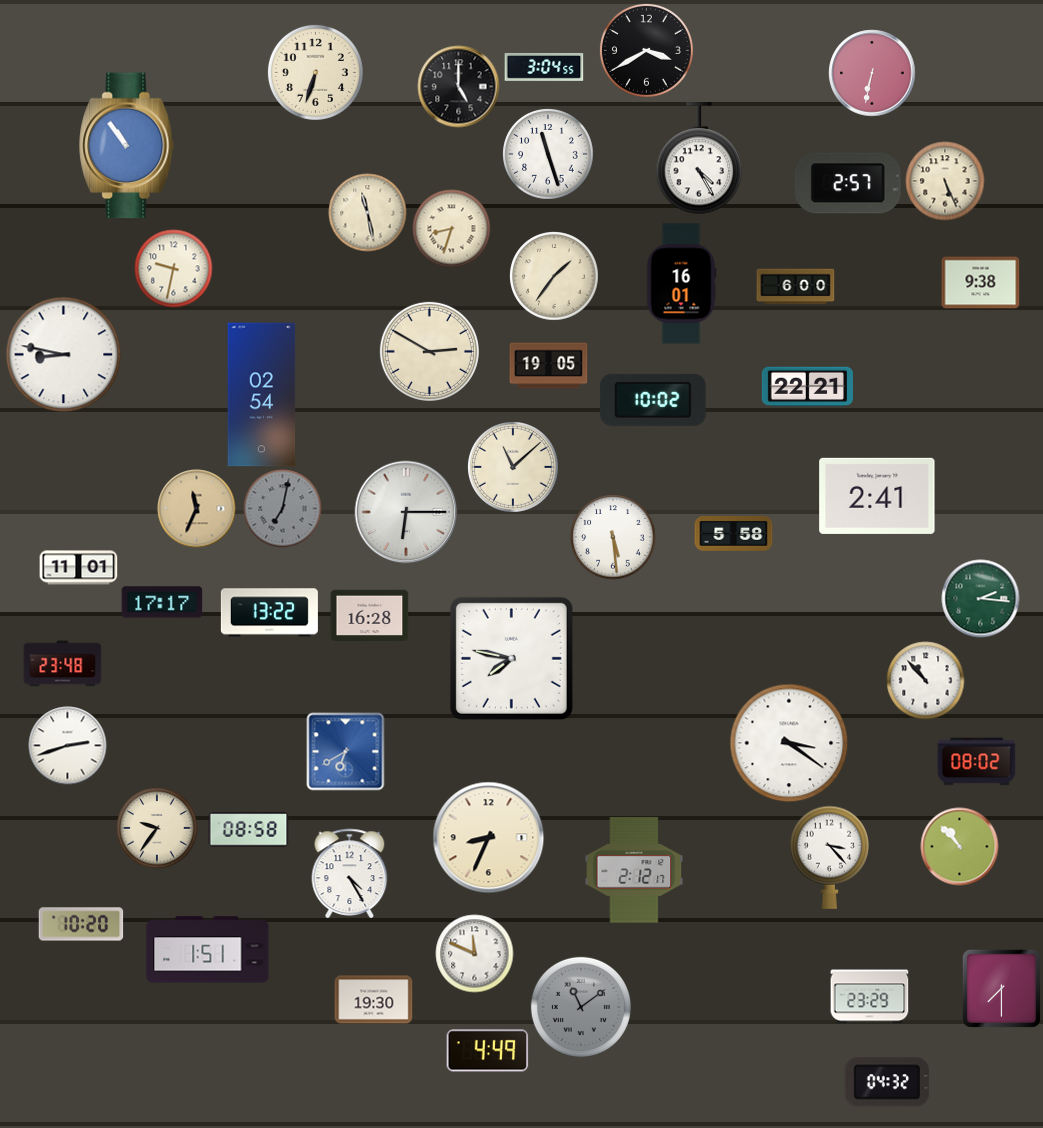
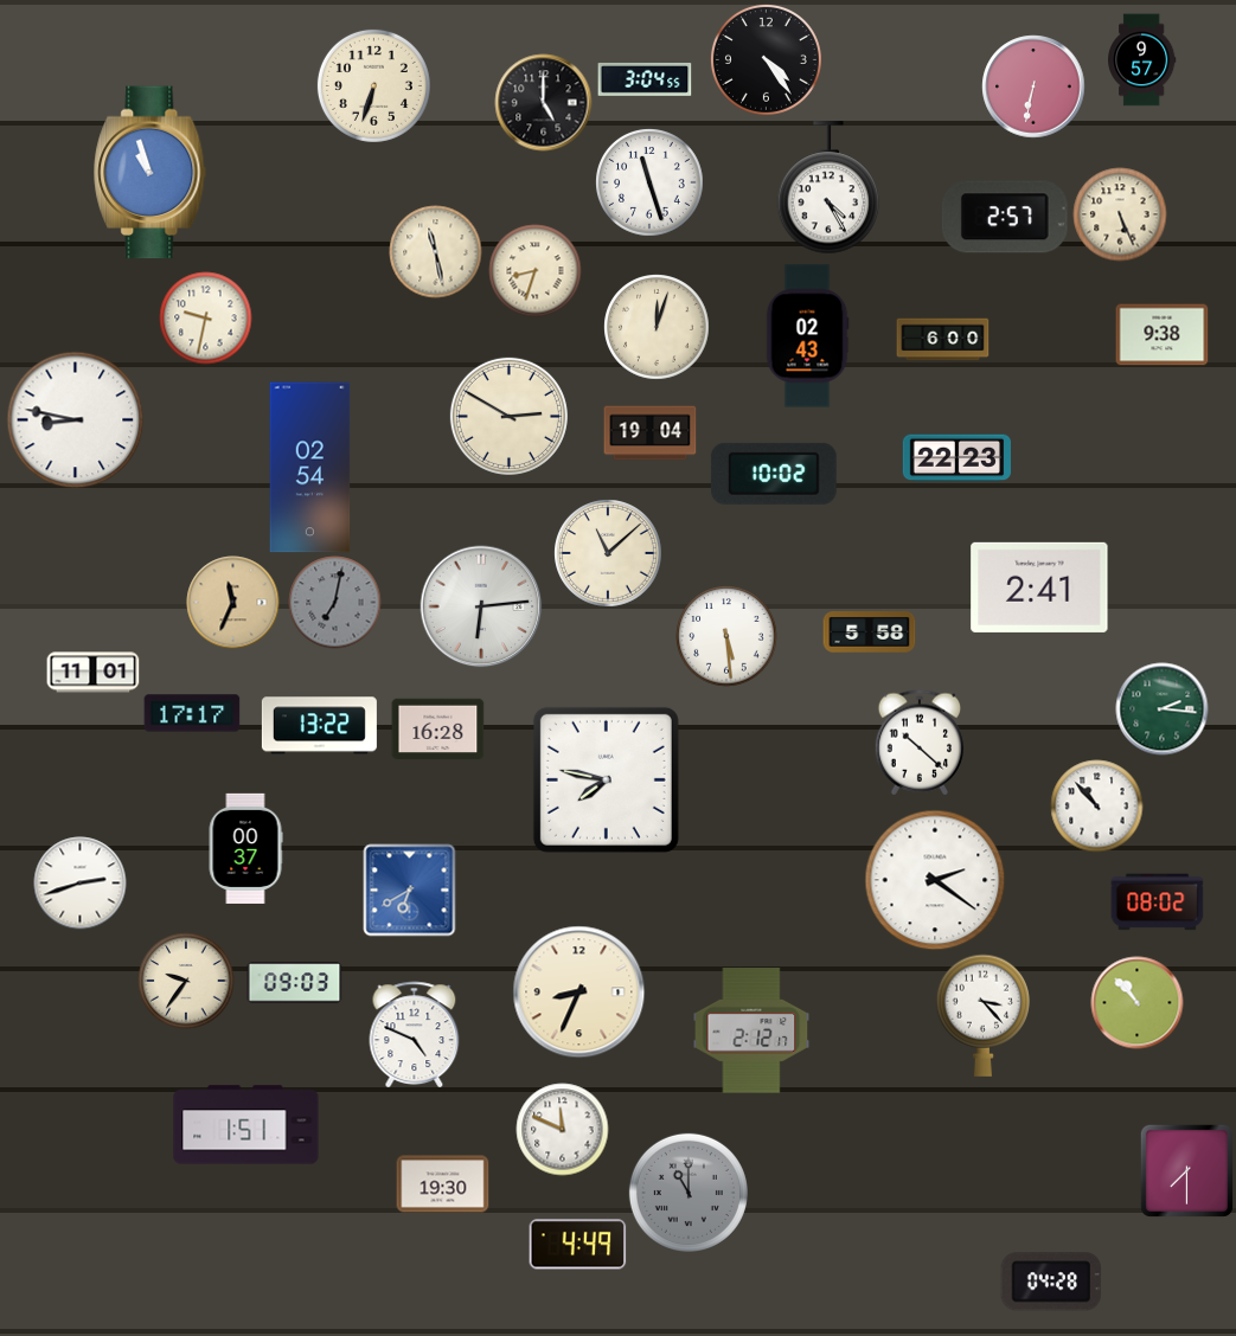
clock at (646, 50): 3:40 -> 4:24
clock at (1142, 59): none -> 9:57
clock at (127, 146): 10:54 -> 10:57
clock at (554, 276): 1:36 -> 12:03
clock at (681, 284): 16:01 -> 02:43
clock at (548, 366): 19:05 -> 19:04
clock at (807, 387): 22:21 -> 22:23
clock at (406, 512): 6:15 -> 6:14
clock at (920, 743): none -> 10:22
clock at (62, 664): 23:48 -> none
clock at (245, 848): none -> 00:37
clock at (789, 743): 3:21 -> 2:21
clock at (248, 830): 08:58 -> 09:03
clock at (350, 873): 4:25 -> 4:49
clock at (81, 924): 10:20 -> none
clock at (869, 997): 23:29 -> none
clock at (581, 1007): 11:09 -> 11:00
clock at (887, 1082): 04:32 -> 04:28
